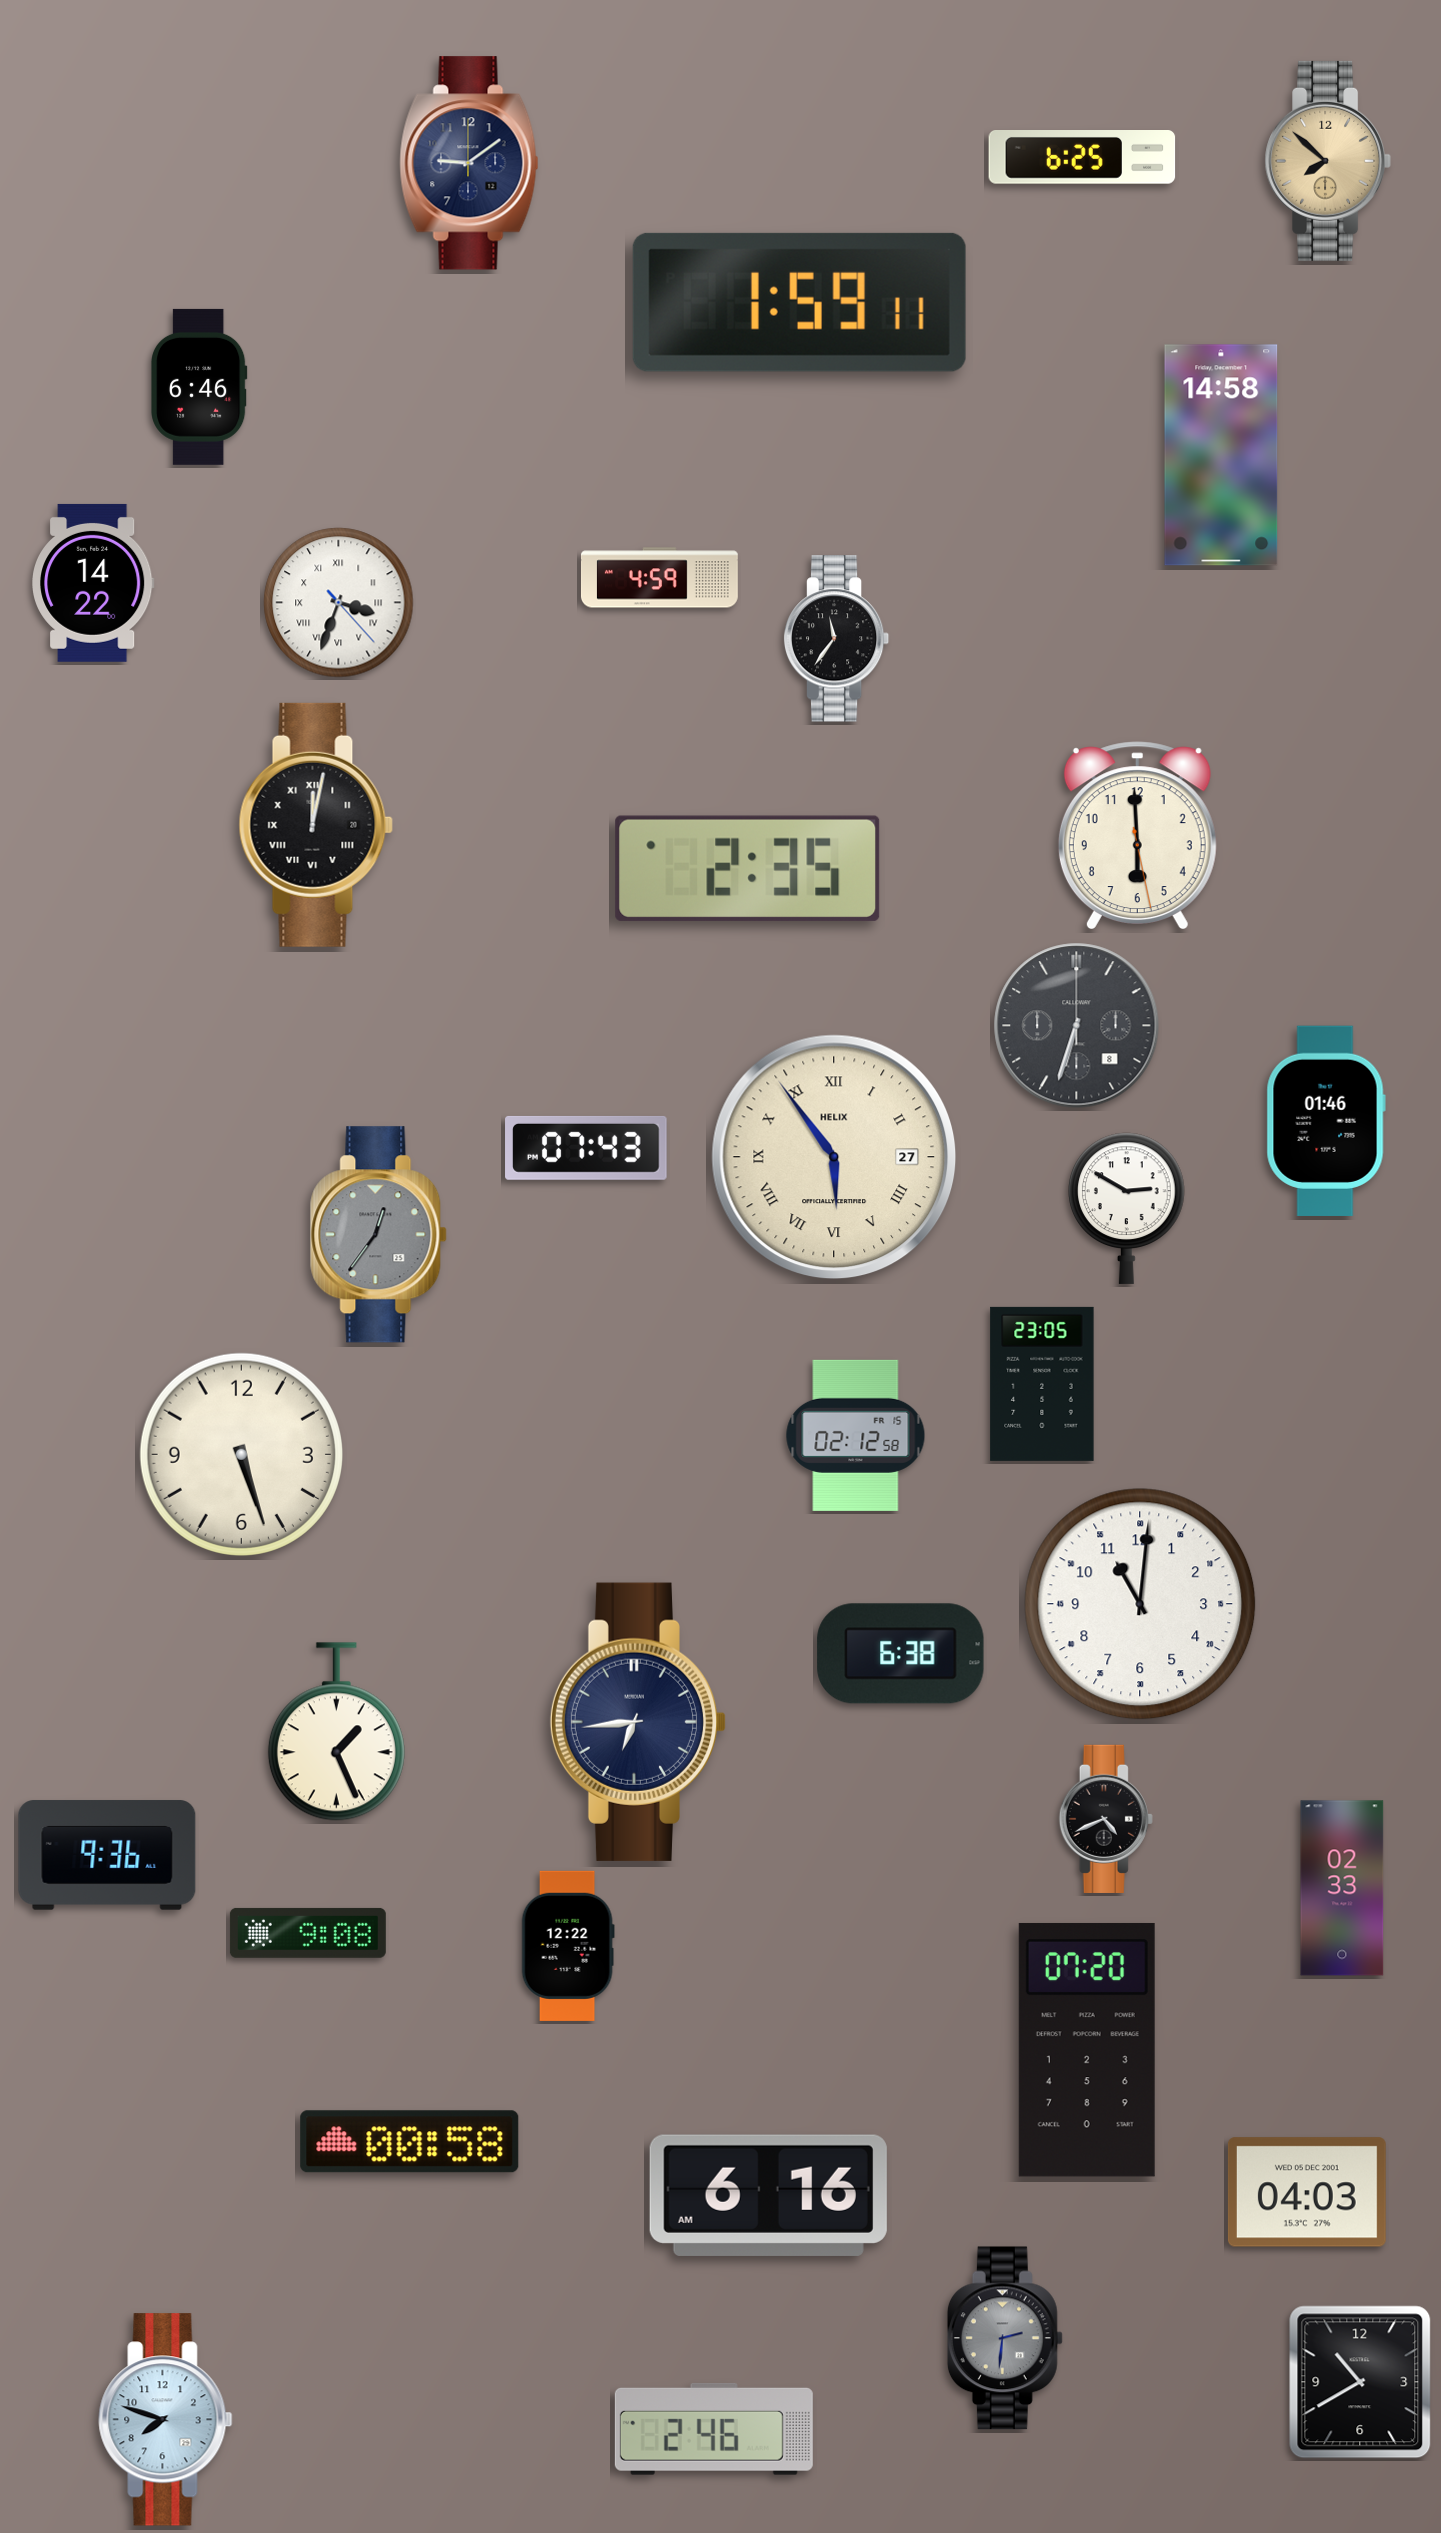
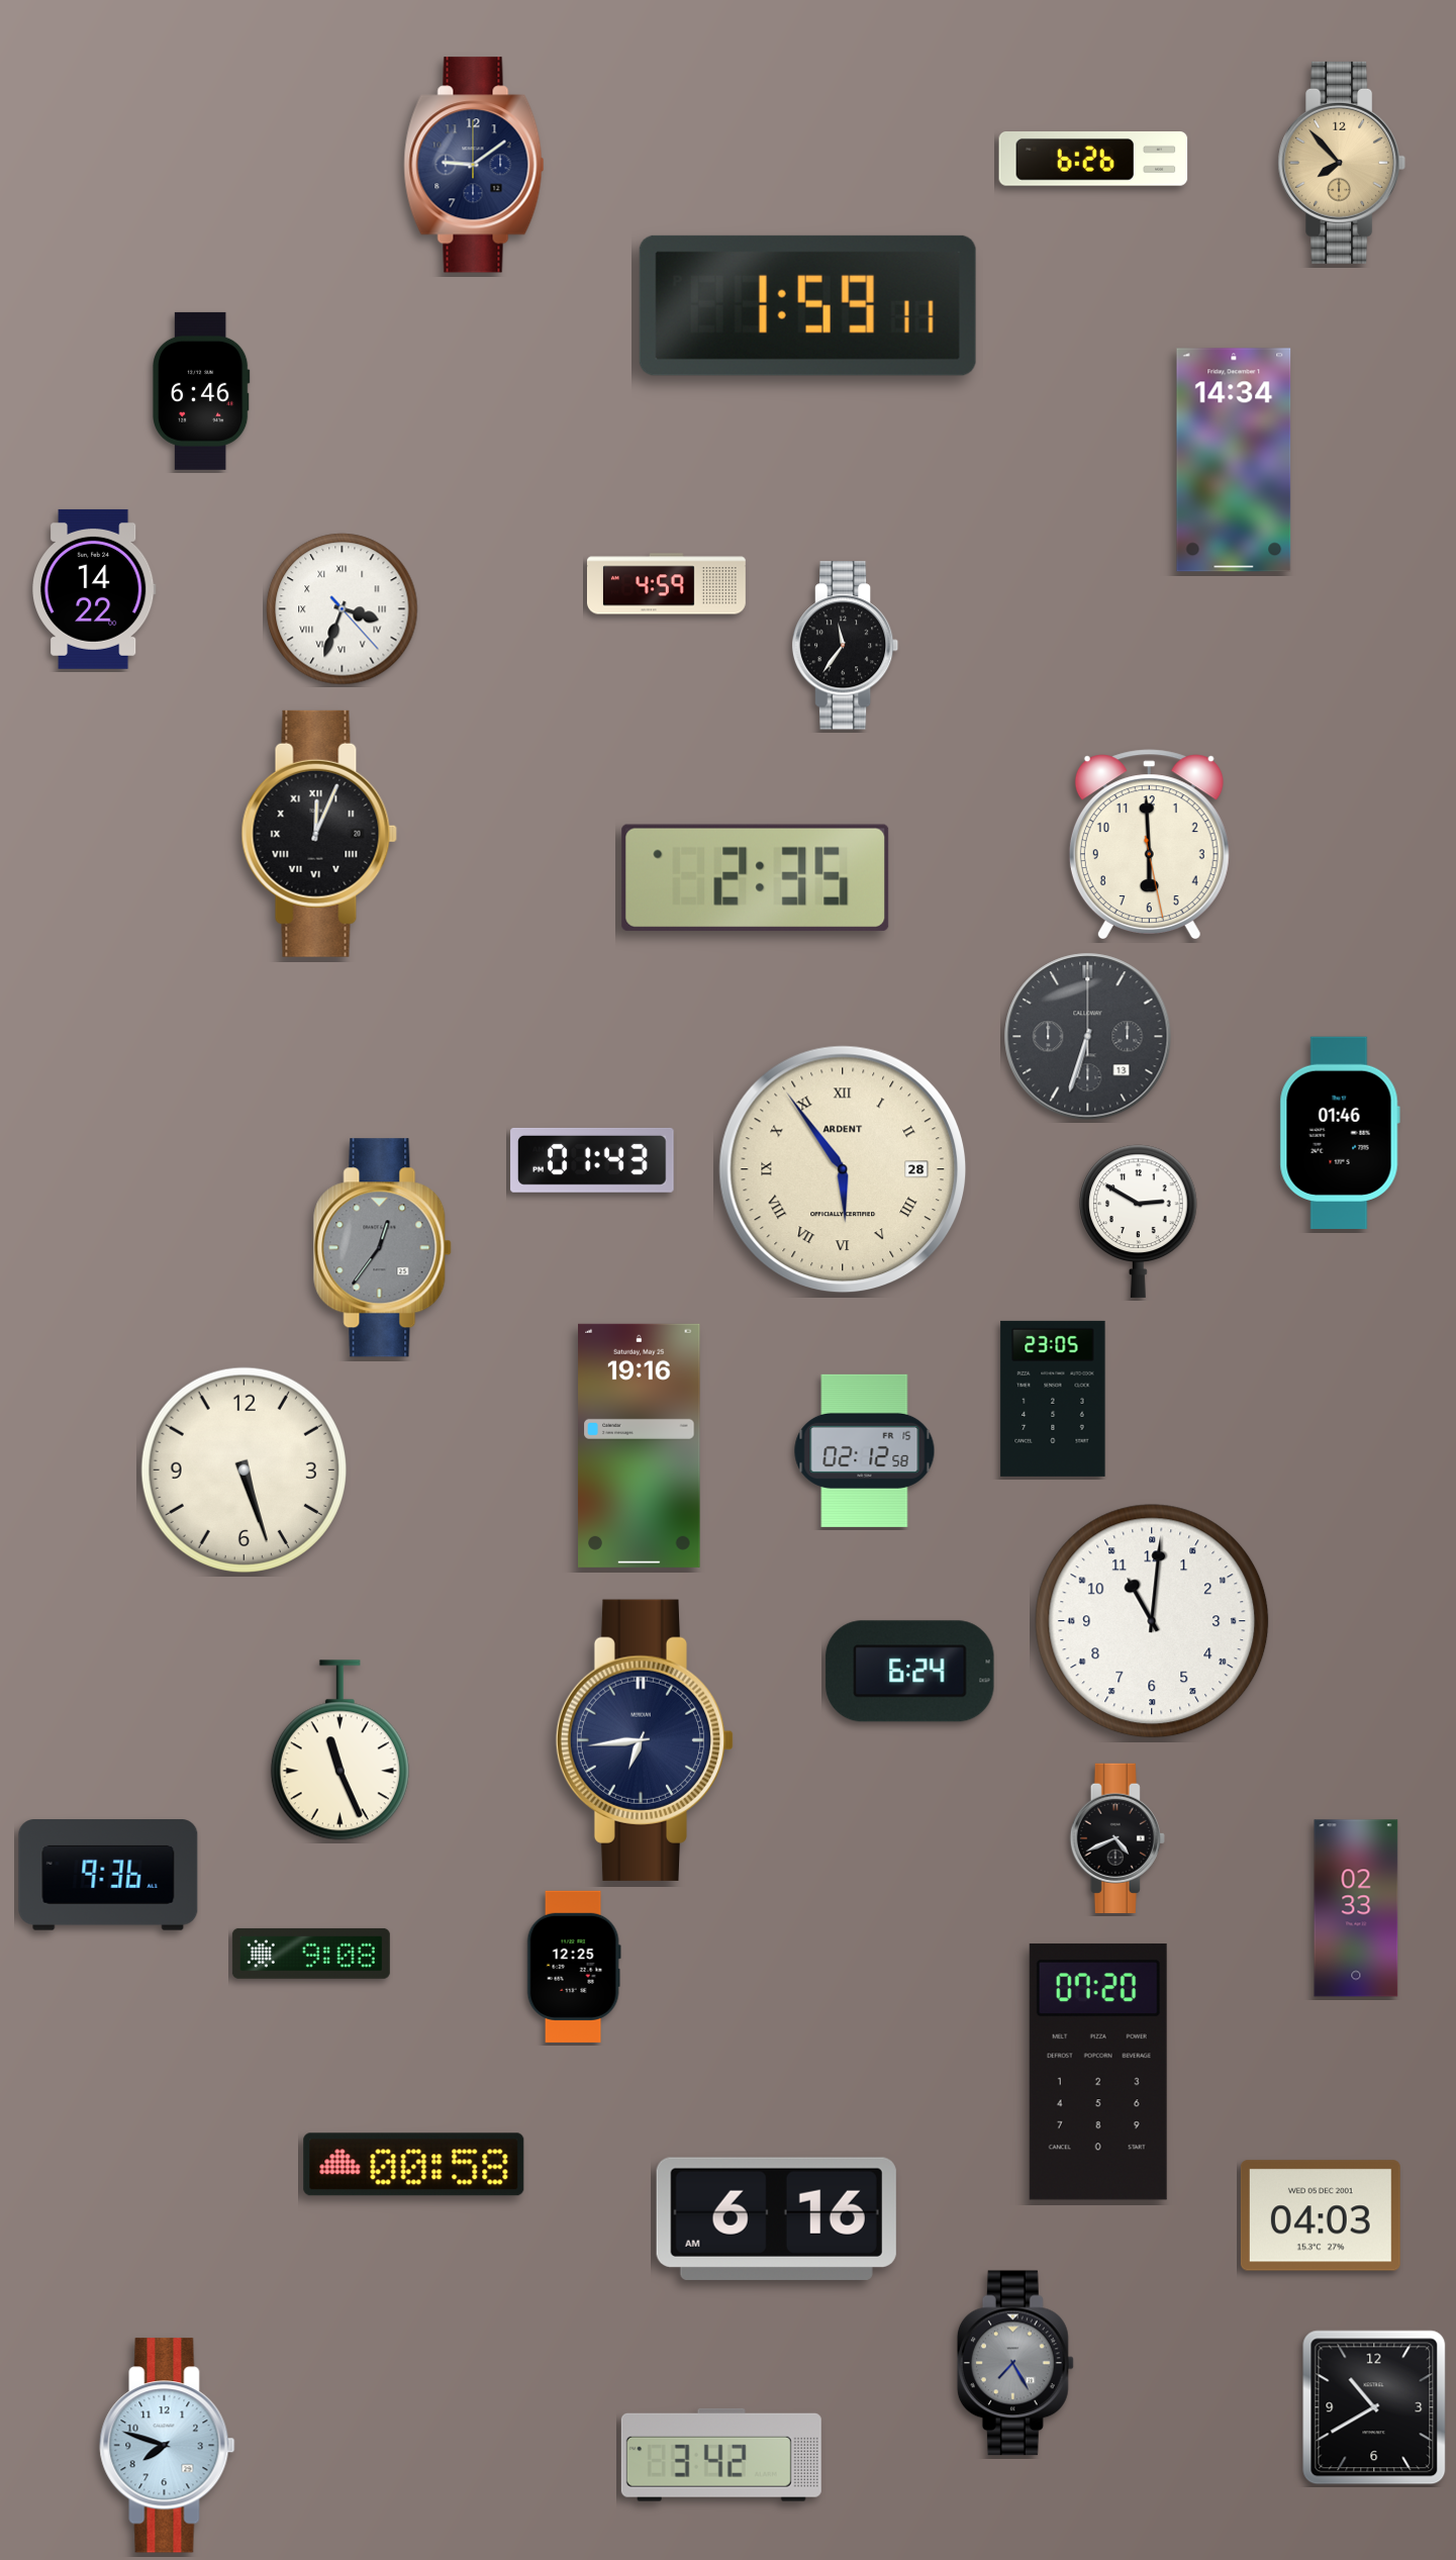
clock at (1082, 158): 6:25 -> 6:26
clock at (1328, 161): 7:52 -> 7:53
clock at (1221, 455): 14:58 -> 14:34
clock at (316, 825): 12:02 -> 12:04
clock at (1077, 1026) date: 8 -> 13
clock at (586, 1148): 07:43 -> 01:43
clock at (834, 1157) date: 27 -> 28
clock at (834, 1157) brand: HELIX -> ARDENT
clock at (640, 1445): none -> 19:16
clock at (901, 1654): 6:38 -> 6:24
clock at (336, 1732): 1:26 -> 11:26
clock at (568, 1946): 12:22 -> 12:25
clock at (1005, 2338): 2:31 -> 7:25
clock at (714, 2429): 2:46 -> 3:42
